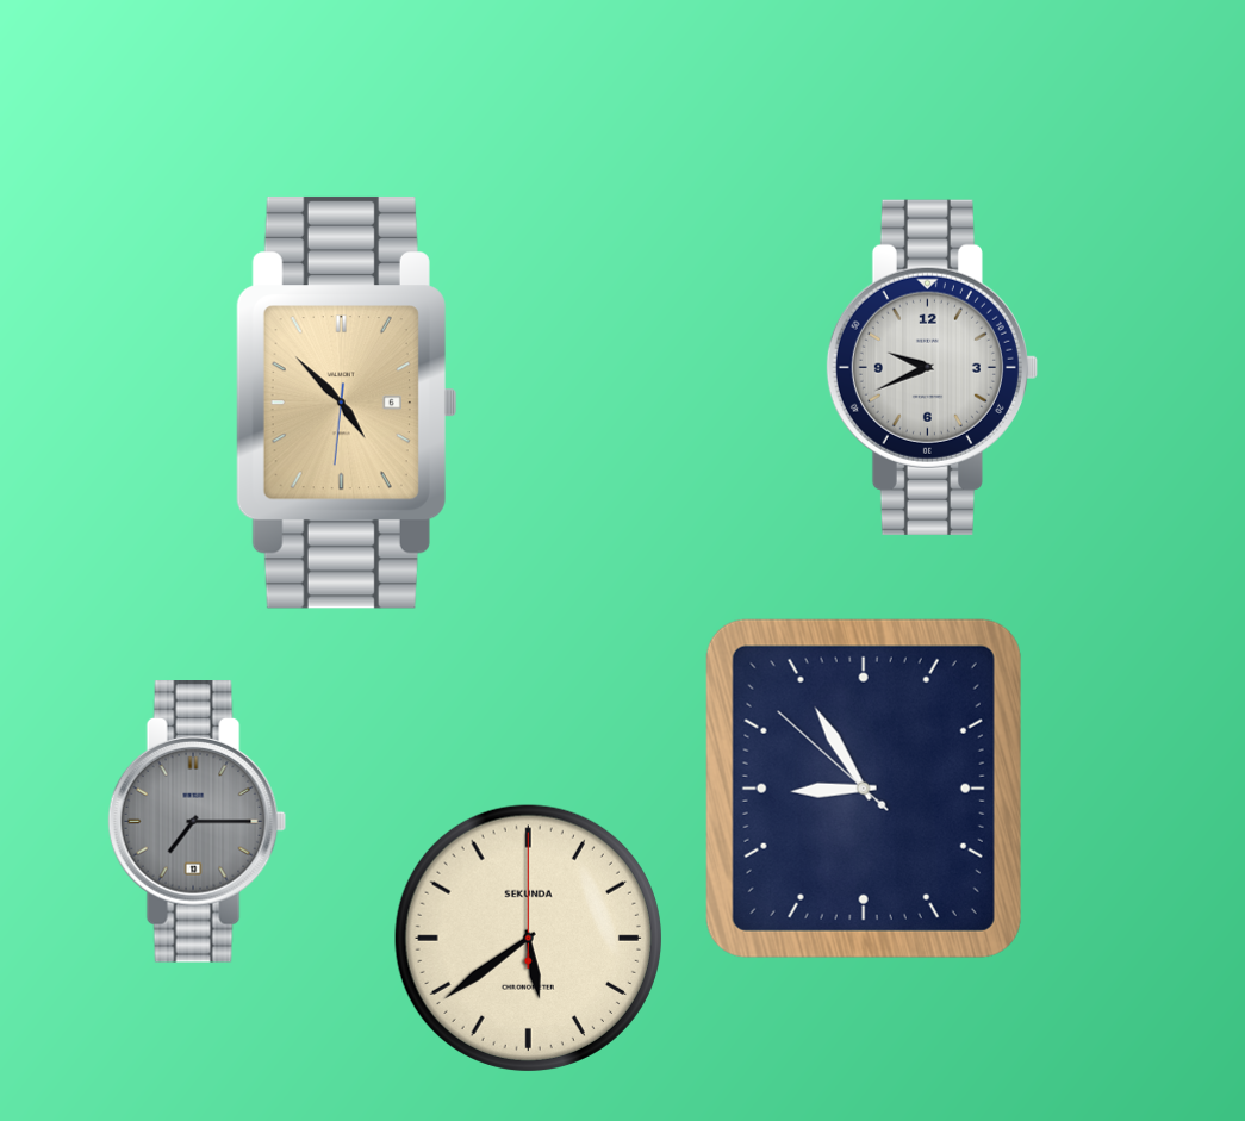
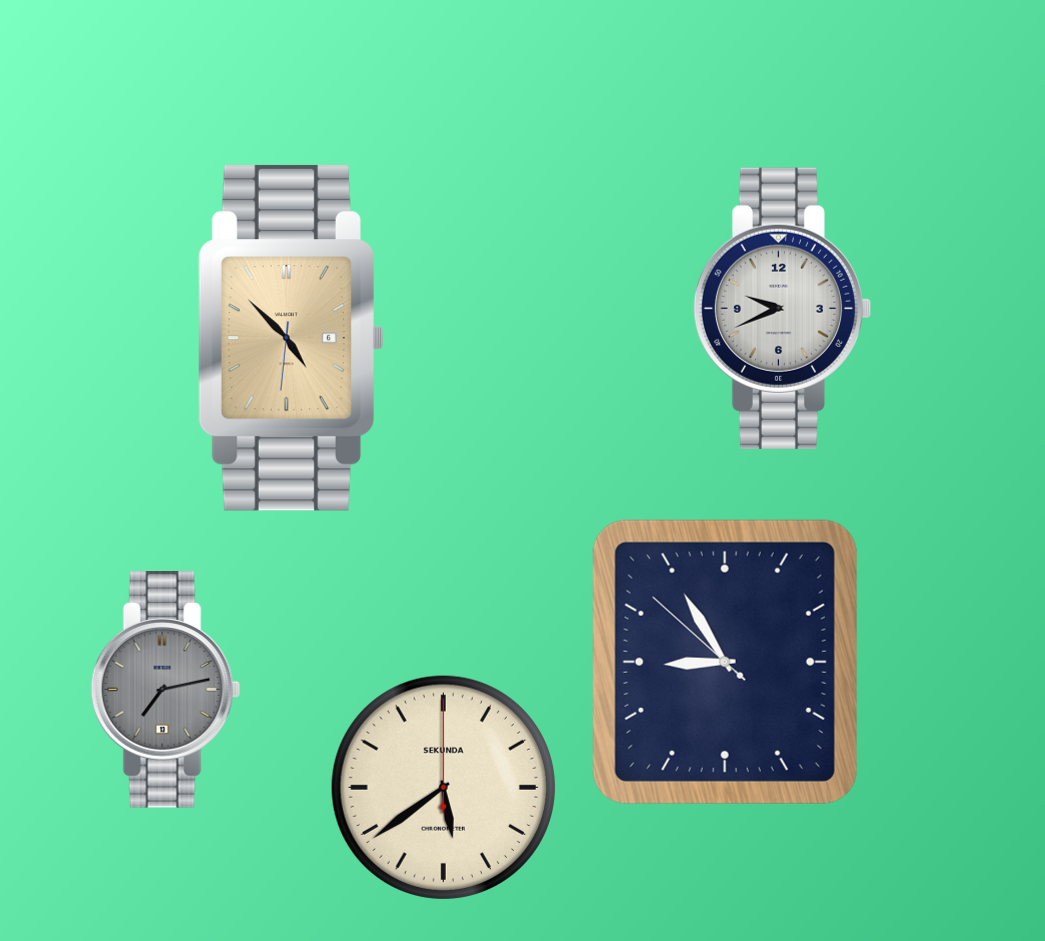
clock at (198, 822): 7:15 -> 7:13
